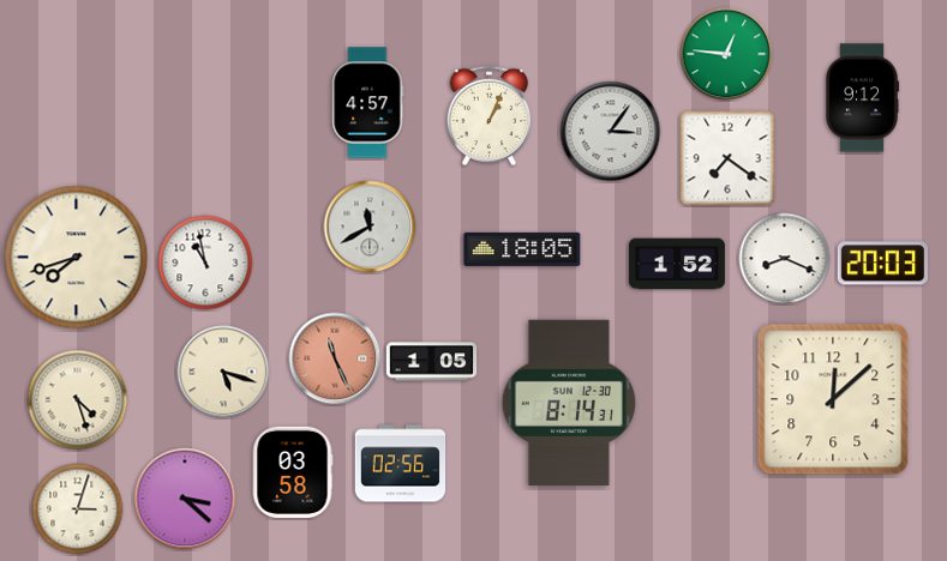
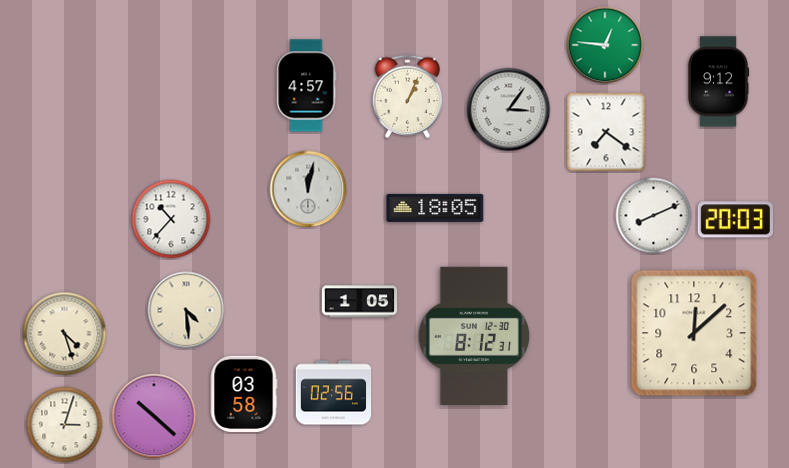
clock at (370, 227): 11:40 -> 12:02
clock at (77, 258): 7:42 -> none
clock at (785, 259): 8:19 -> 8:11
clock at (205, 263): 10:58 -> 10:37
clock at (677, 264): 1:52 -> none
clock at (335, 358): 11:26 -> none
clock at (223, 372): 5:18 -> 4:29
clock at (569, 402): 8:14 -> 8:12
clock at (401, 464) position: (401, 464) -> (334, 393)
clock at (185, 499): 3:22 -> 10:22
